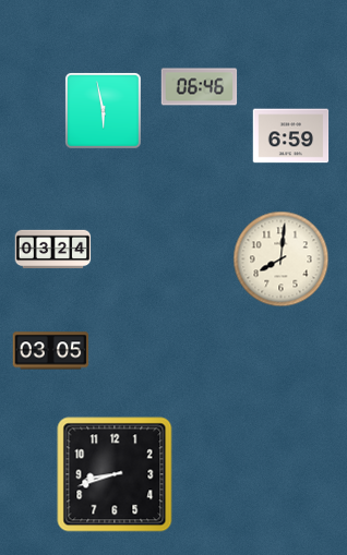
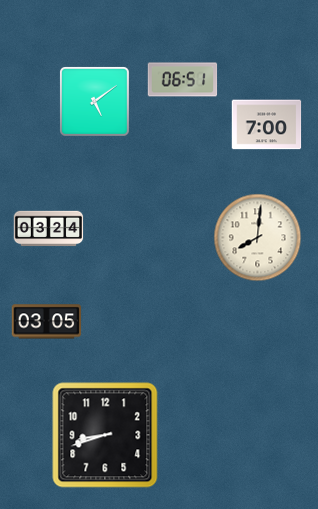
clock at (200, 87): 06:46 -> 06:51
clock at (103, 110): 5:58 -> 5:09
clock at (291, 136): 6:59 -> 7:00
